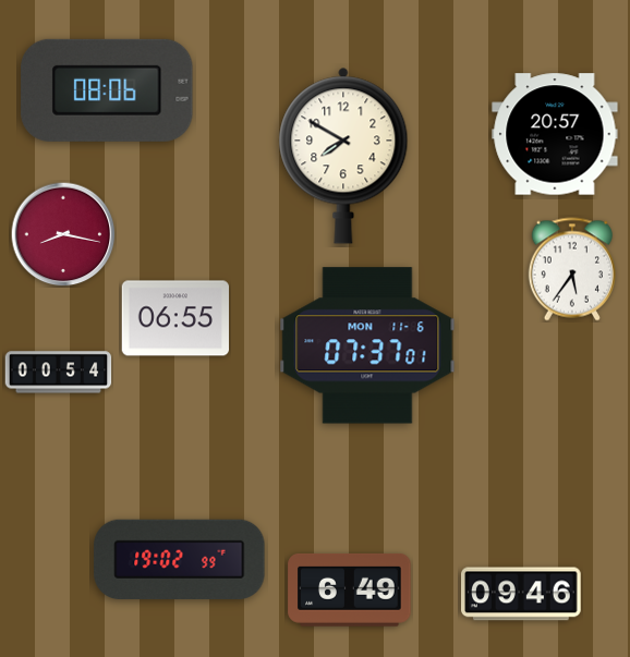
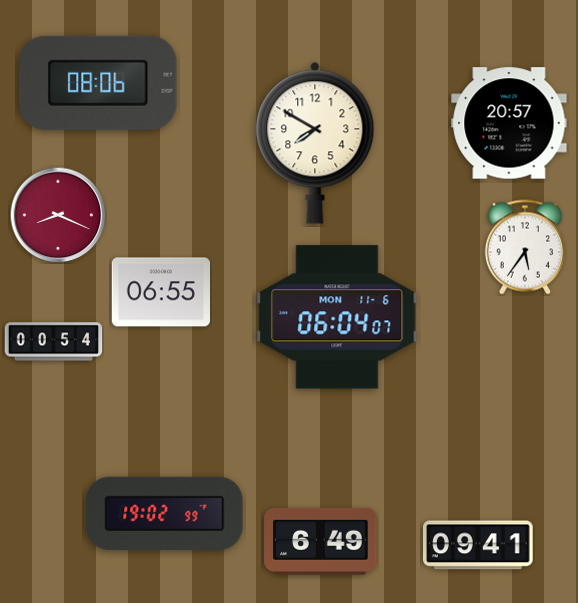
clock at (63, 234): 8:17 -> 8:19
clock at (367, 345): 07:37 -> 06:04
clock at (522, 594): 09:46 -> 09:41
